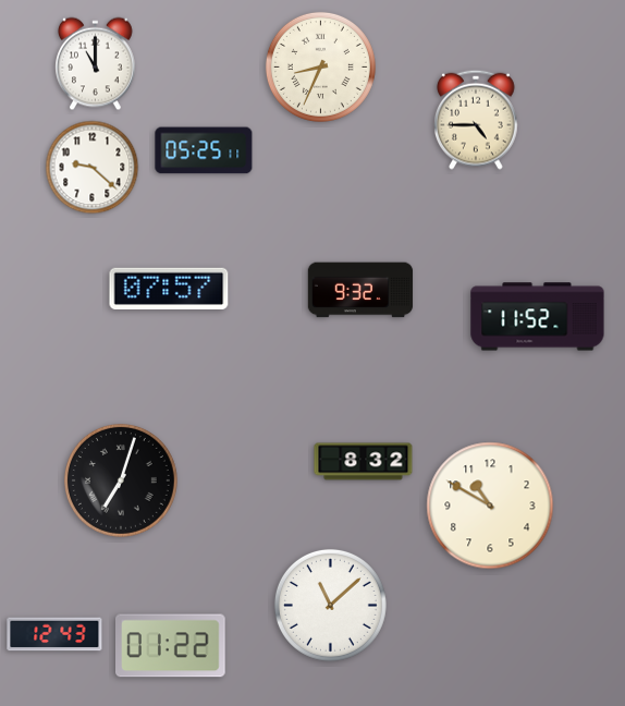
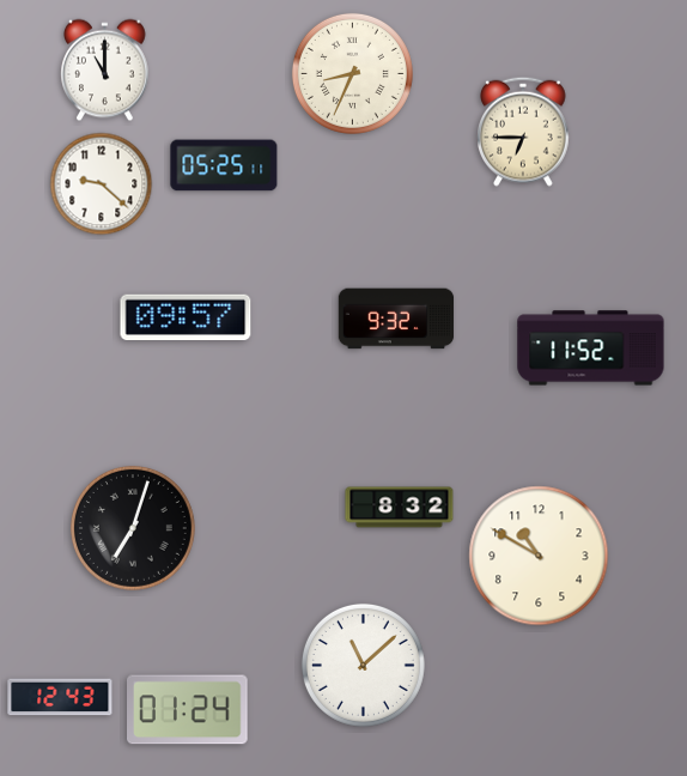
clock at (477, 120): 4:45 -> 6:45
clock at (169, 288): 07:57 -> 09:57
clock at (171, 646): 01:22 -> 01:24
